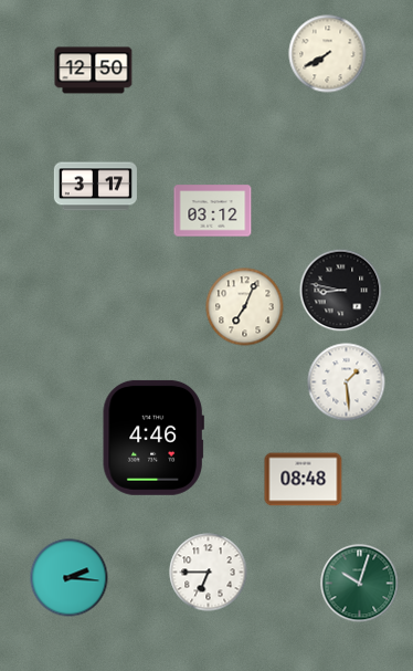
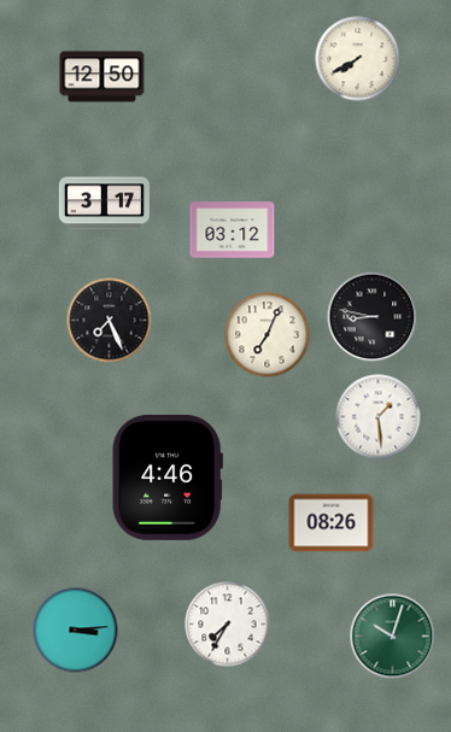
clock at (110, 321): none -> 7:26
clock at (304, 480): 08:48 -> 08:26
clock at (209, 573): 6:45 -> 7:35
clock at (70, 578): 2:16 -> 3:14
